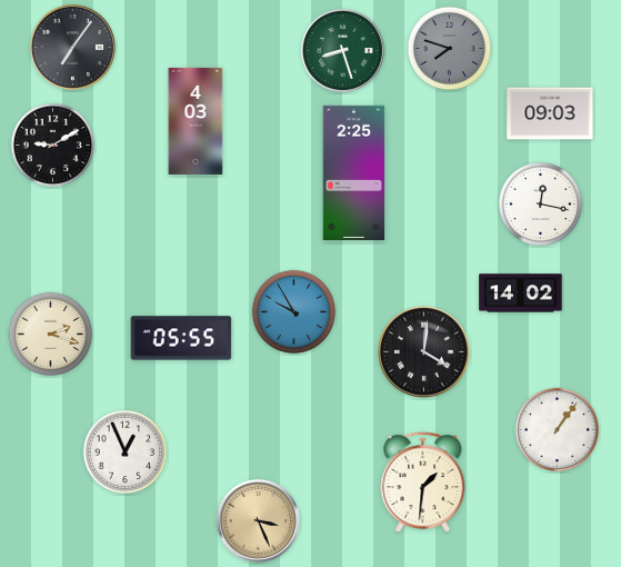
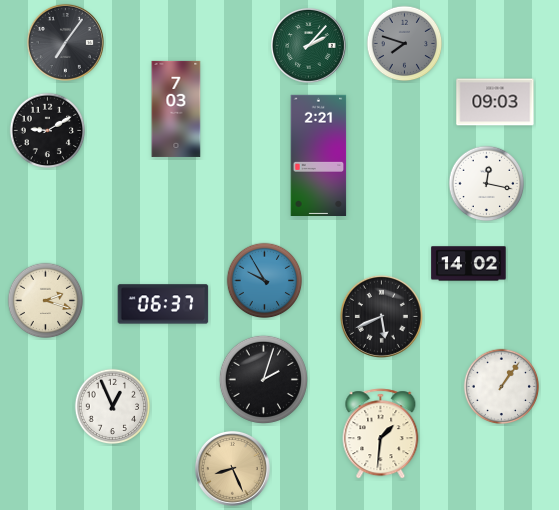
clock at (342, 50): 8:27 -> 2:07
clock at (196, 121): 4:03 -> 7:03
clock at (354, 173): 2:25 -> 2:21
clock at (181, 338): 05:55 -> 06:37
clock at (423, 351): 4:01 -> 5:41
clock at (263, 379): none -> 2:03
clock at (258, 520): 3:26 -> 8:26
